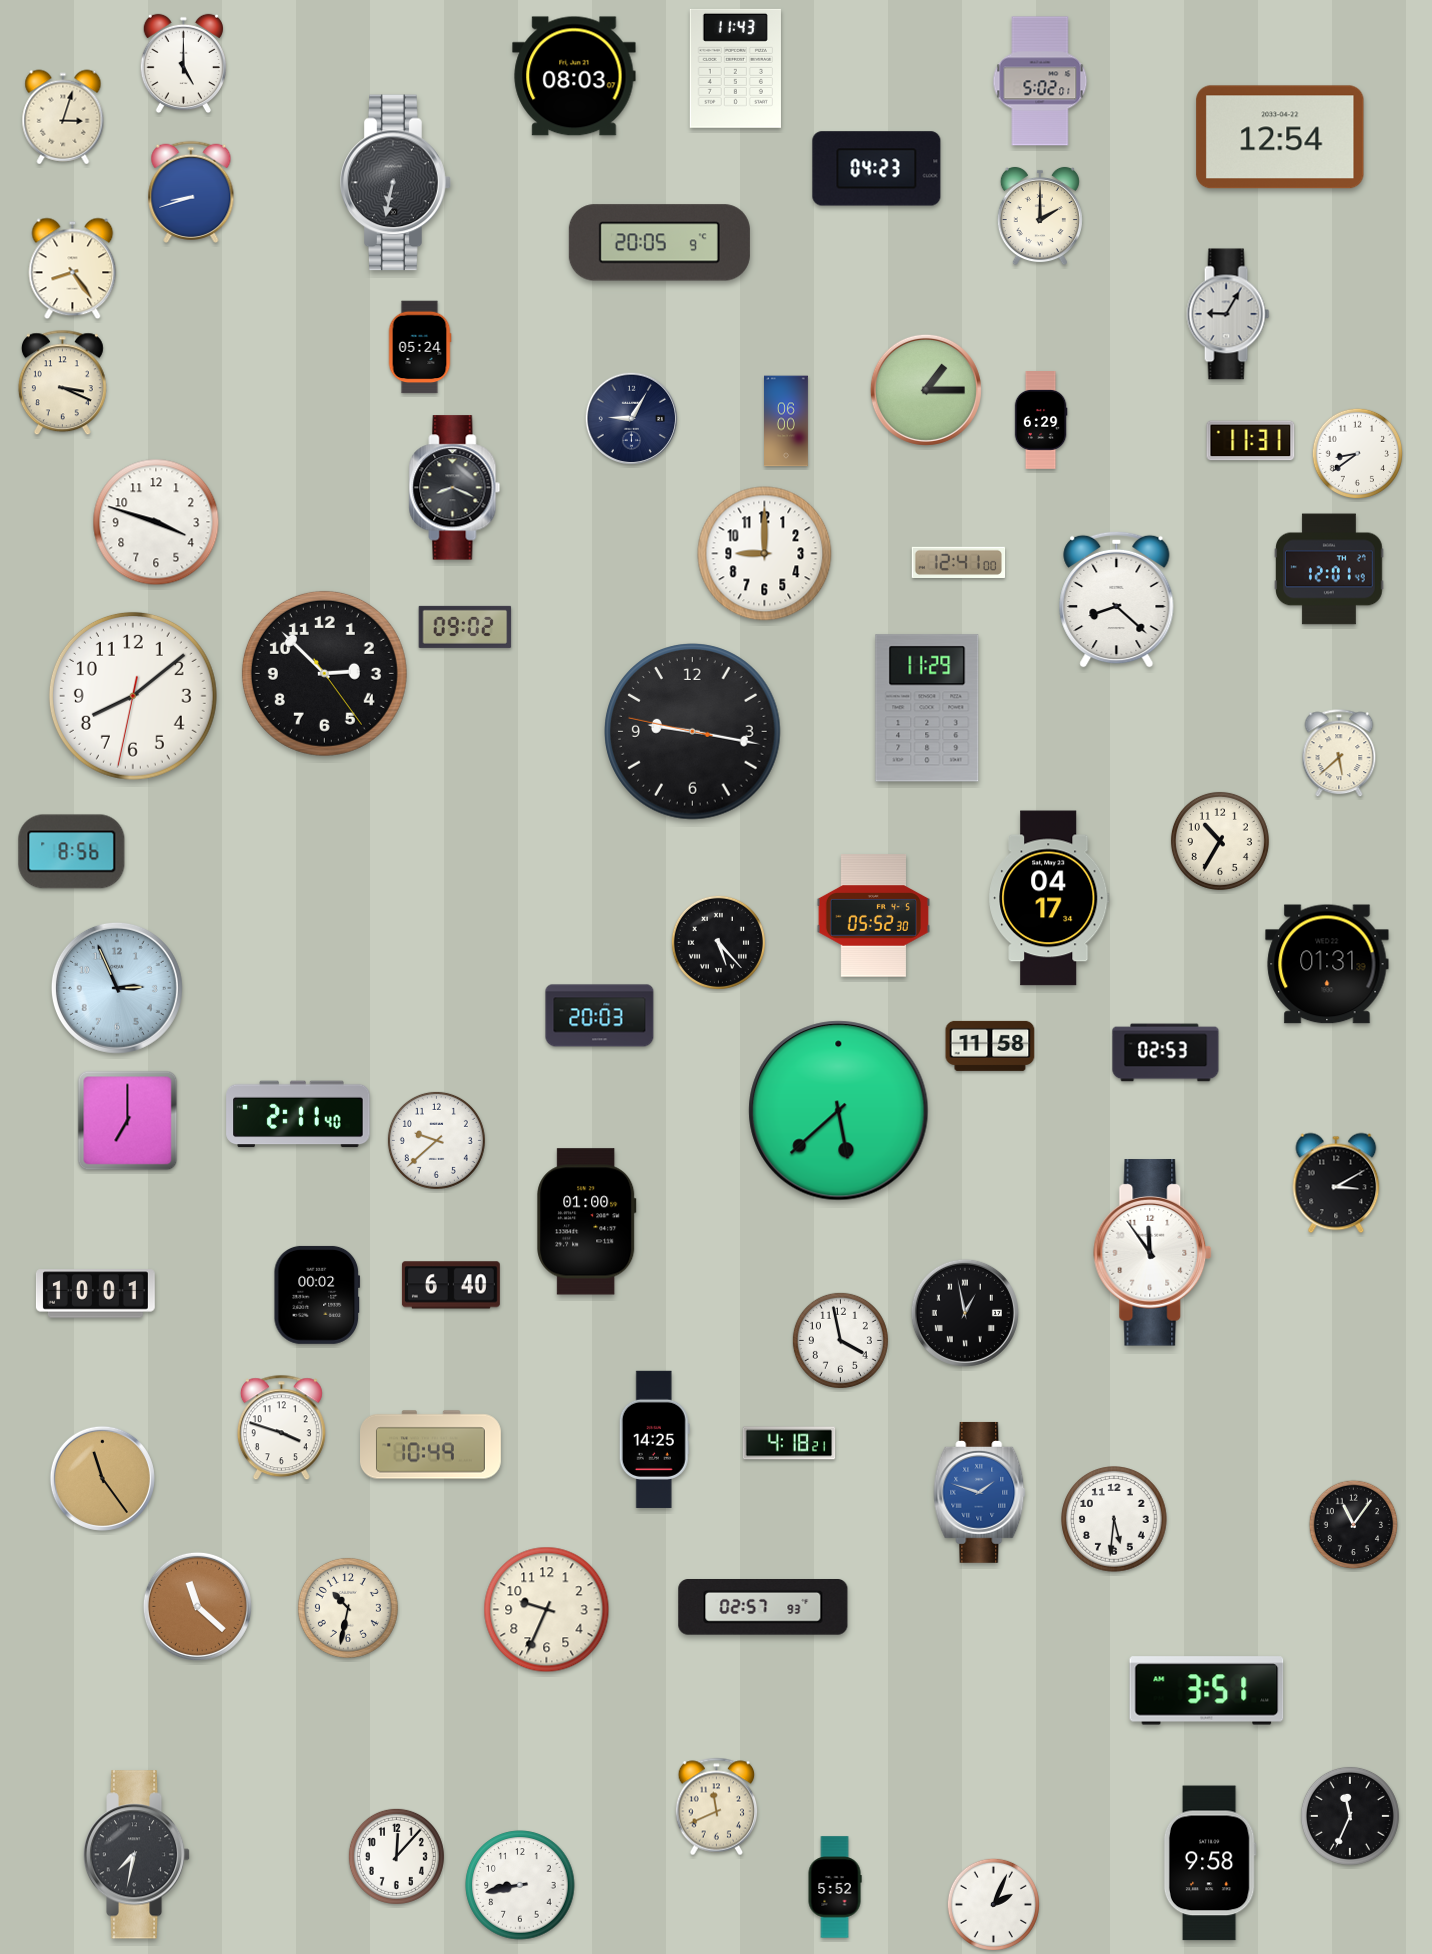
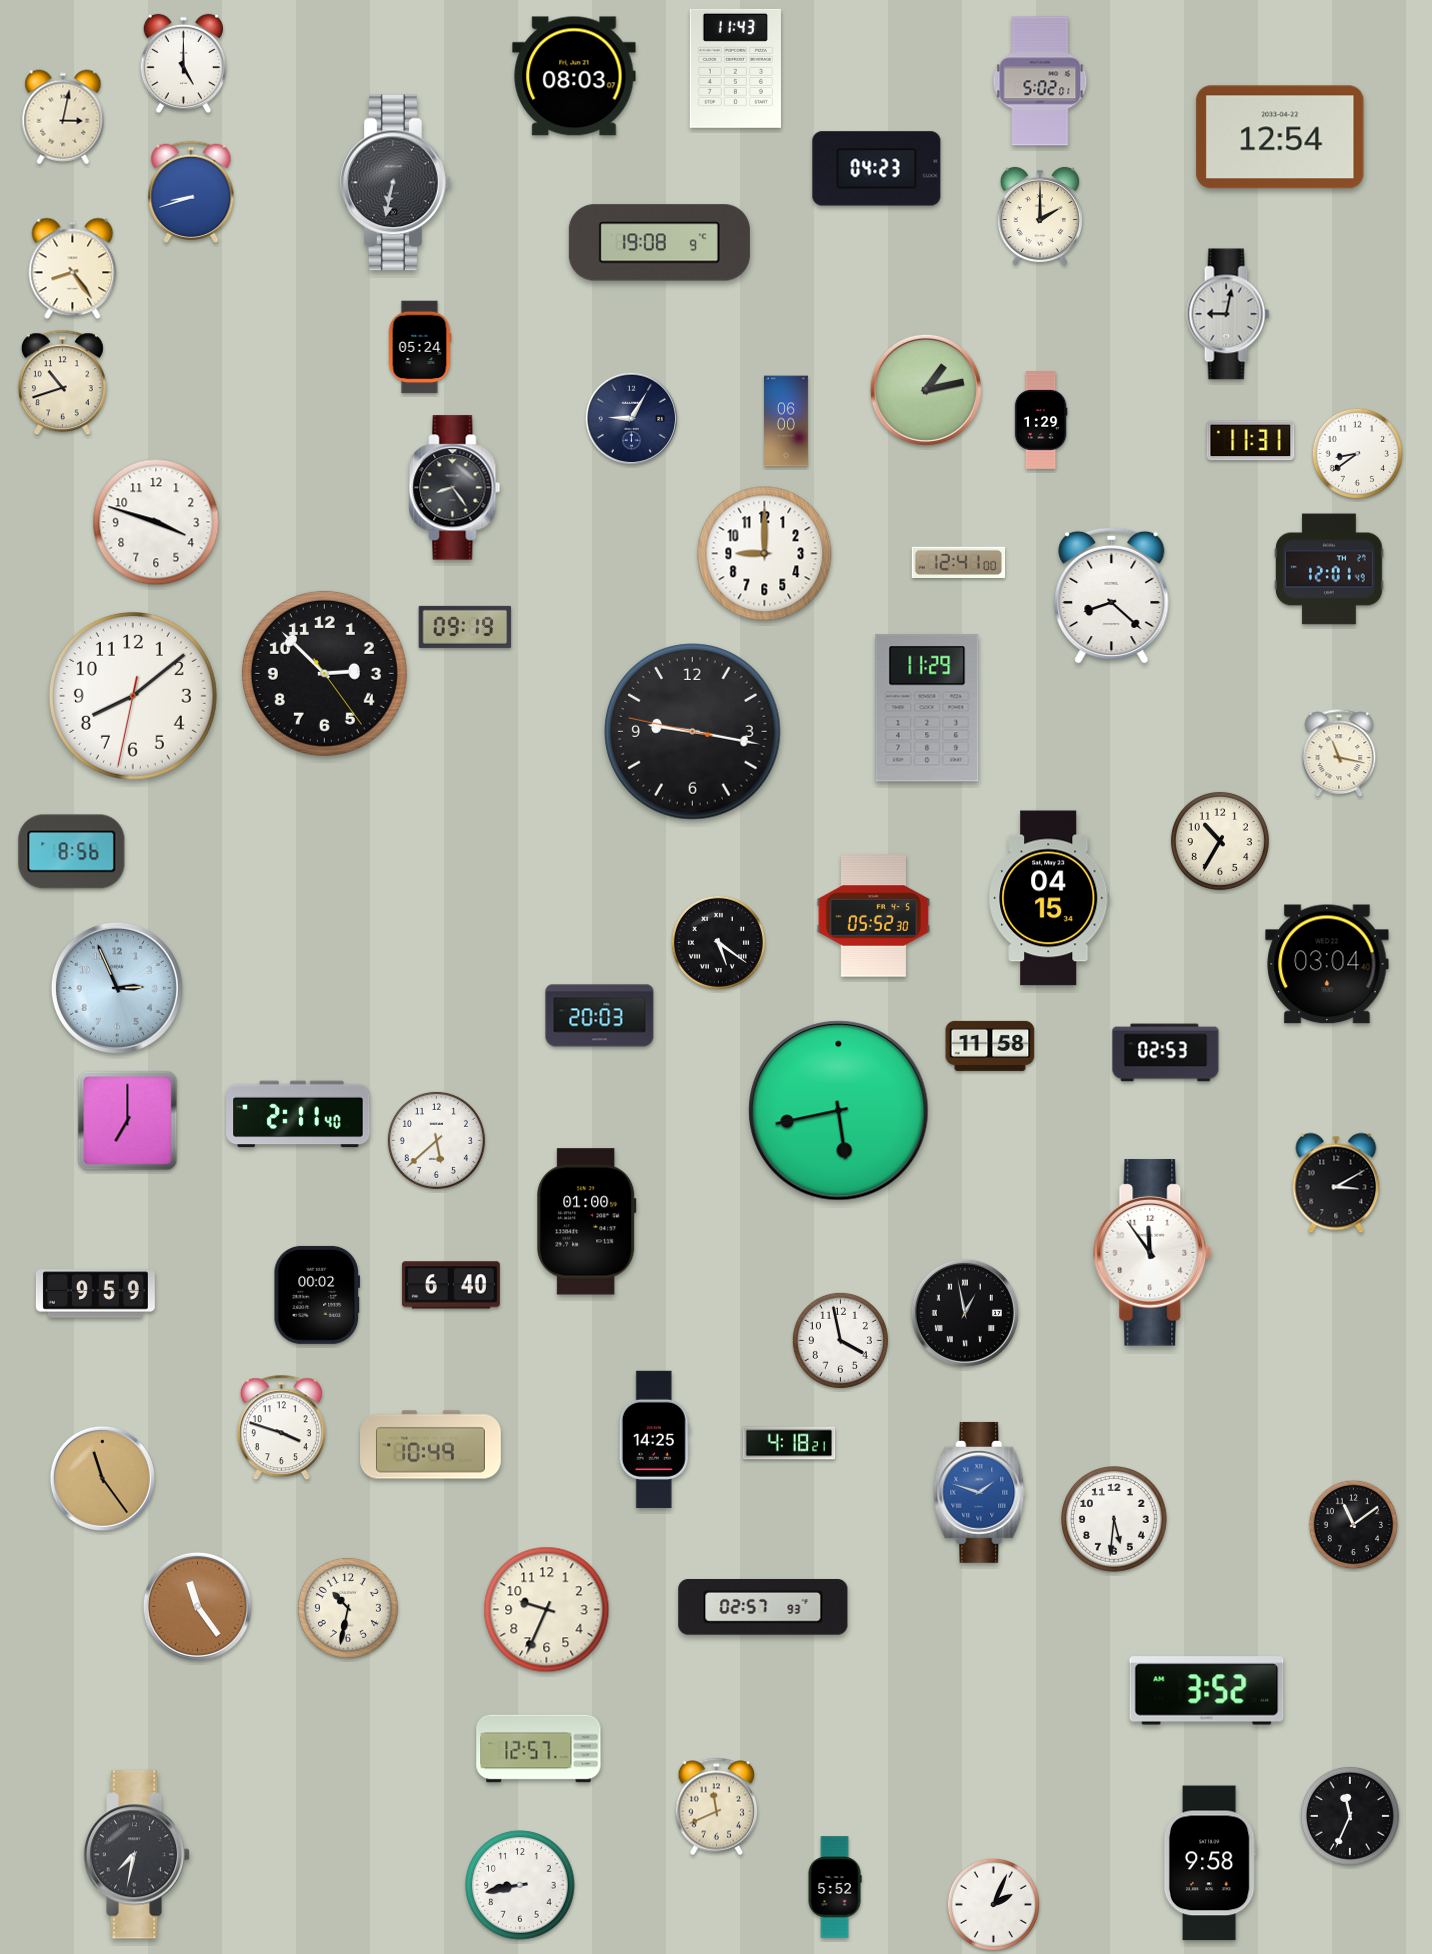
clock at (63, 117): 3:03 -> 3:02
clock at (659, 243): 20:05 -> 19:08
clock at (1228, 314): 9:05 -> 9:02
clock at (62, 383): 3:19 -> 10:42
clock at (926, 390): 1:15 -> 1:13
clock at (1041, 421): 6:29 -> 1:29
clock at (455, 488): 8:19 -> 8:24
clock at (1117, 599) position: (1117, 599) -> (1112, 595)
clock at (465, 627): 09:02 -> 09:19
clock at (1339, 754): 5:38 -> 11:17
clock at (1049, 898): 04:17 -> 04:15
clock at (718, 942): 5:23 -> 5:21
clock at (1327, 964): 01:31 -> 03:04
clock at (839, 1111): 5:38 -> 5:43
clock at (436, 1140): 9:38 -> 5:38
clock at (95, 1294): 10:01 -> 9:59
clock at (1354, 1525): 11:06 -> 11:09
clock at (197, 1606): 11:22 -> 11:24
clock at (1207, 1691): 3:51 -> 3:52
clock at (539, 1749): none -> 12:57
clock at (396, 1856): 12:07 -> none
